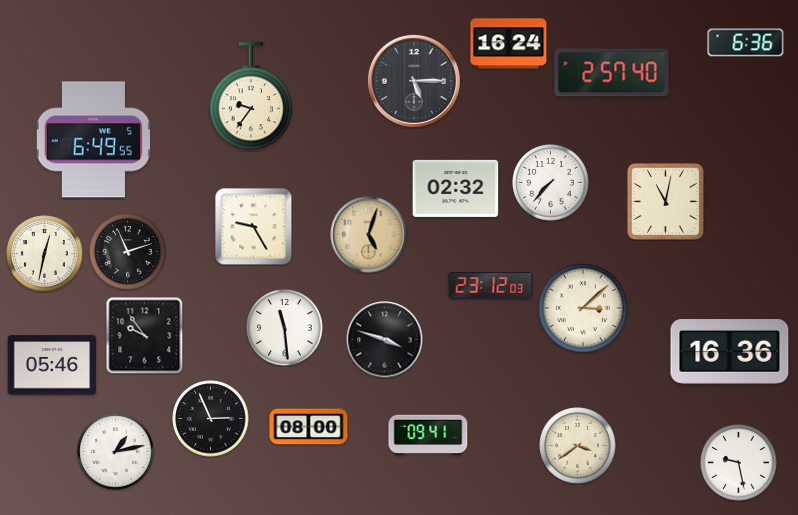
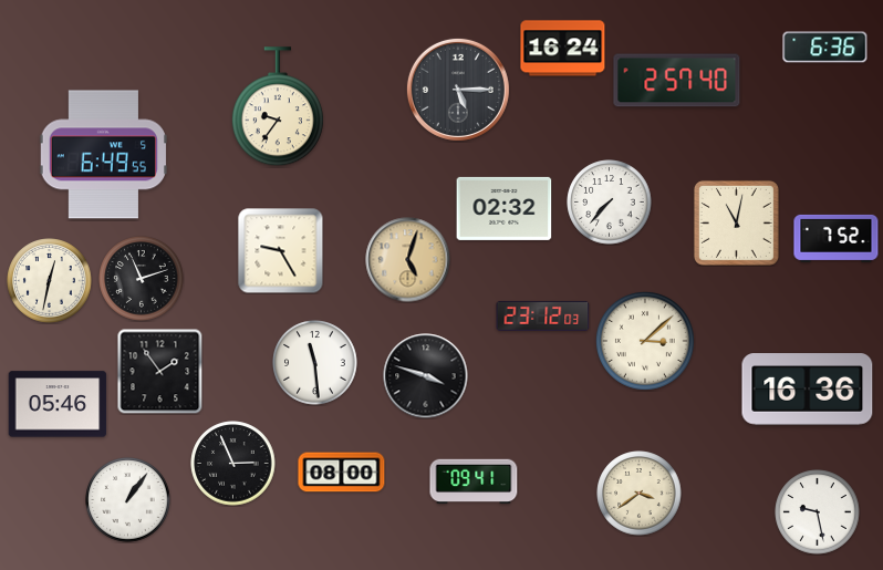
clock at (837, 238): none -> 7:52
clock at (144, 335): 9:54 -> 1:54
clock at (116, 452): 1:13 -> 1:06
